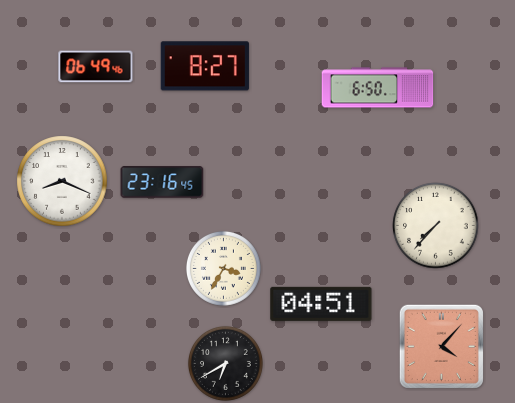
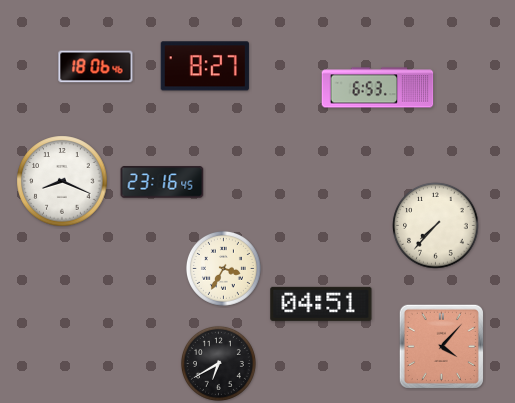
clock at (96, 67): 06:49 -> 18:06
clock at (378, 88): 6:50 -> 6:53
clock at (225, 363) position: (225, 363) -> (218, 363)
